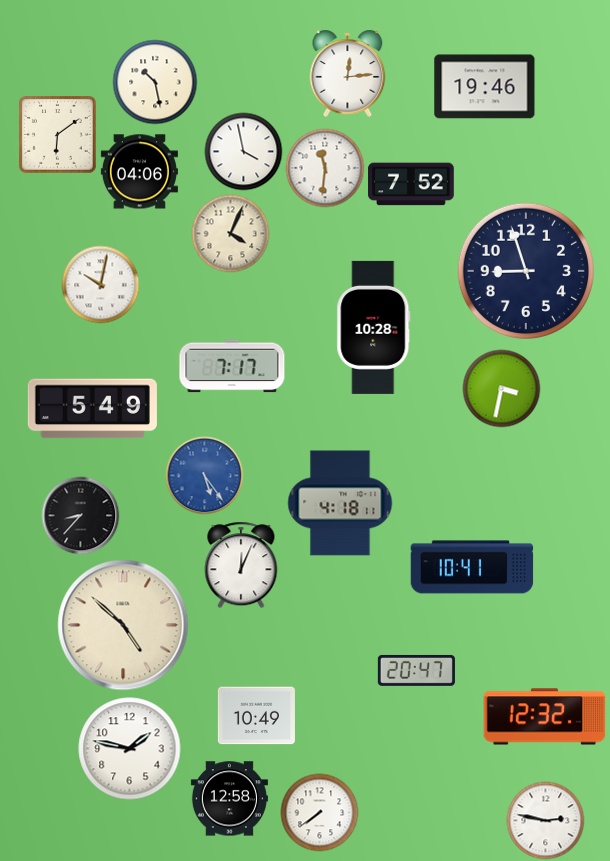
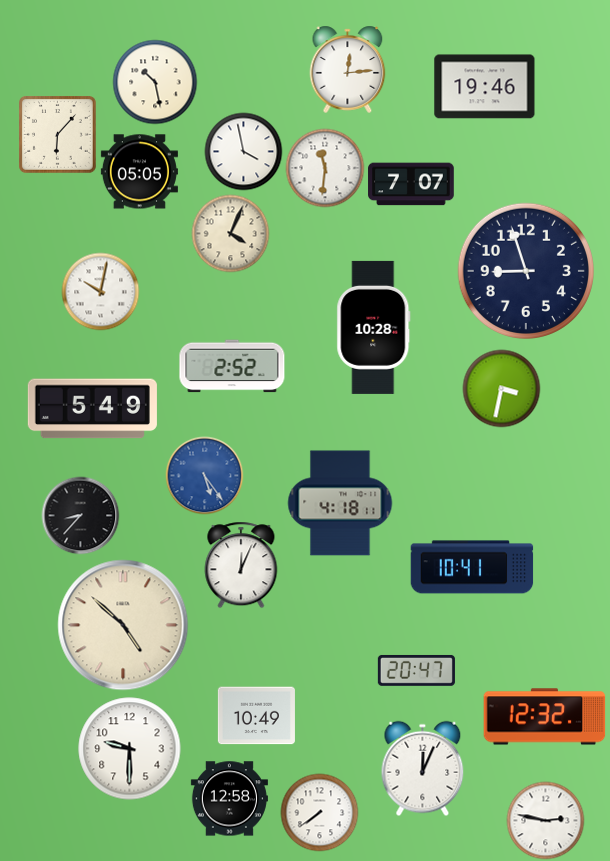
clock at (348, 73) position: (348, 73) -> (348, 69)
clock at (58, 135): 6:09 -> 6:07
clock at (139, 172): 04:06 -> 05:05
clock at (411, 184): 7:52 -> 7:07
clock at (100, 284) position: (100, 284) -> (100, 291)
clock at (232, 366): 7:17 -> 2:52
clock at (130, 749): 1:47 -> 9:30
clock at (423, 768): none -> 12:04
